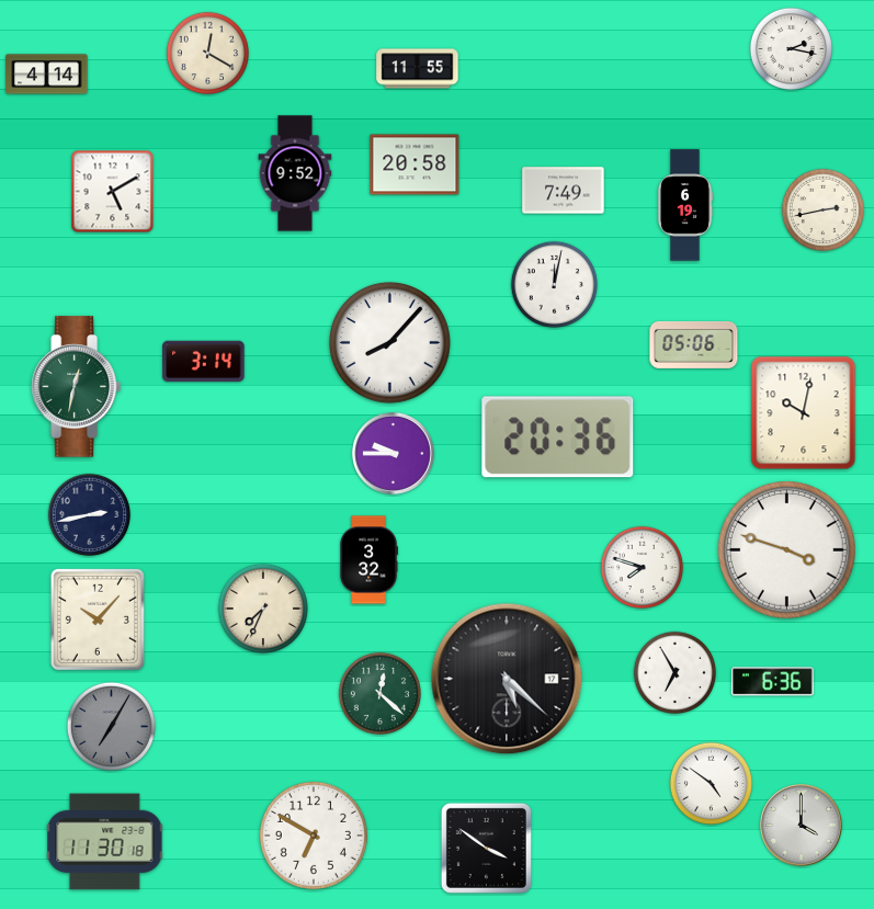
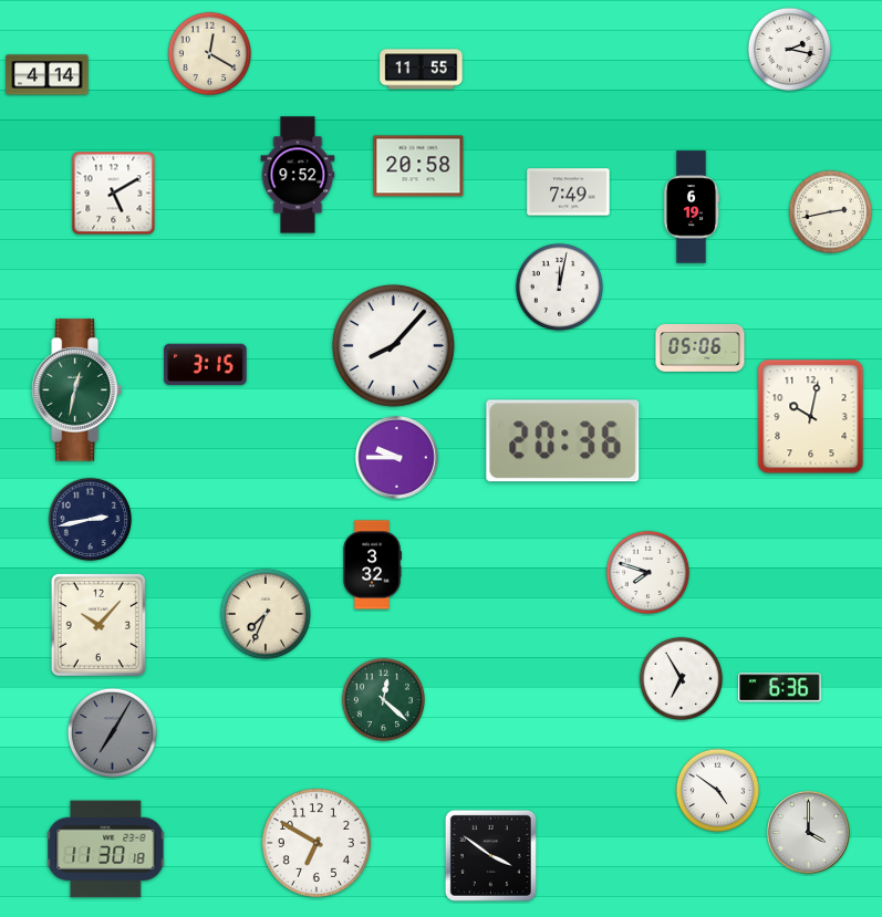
clock at (791, 48) position: (791, 48) -> (789, 49)
clock at (204, 362): 3:14 -> 3:15
clock at (787, 550): 3:48 -> none
clock at (507, 679): 5:22 -> none
